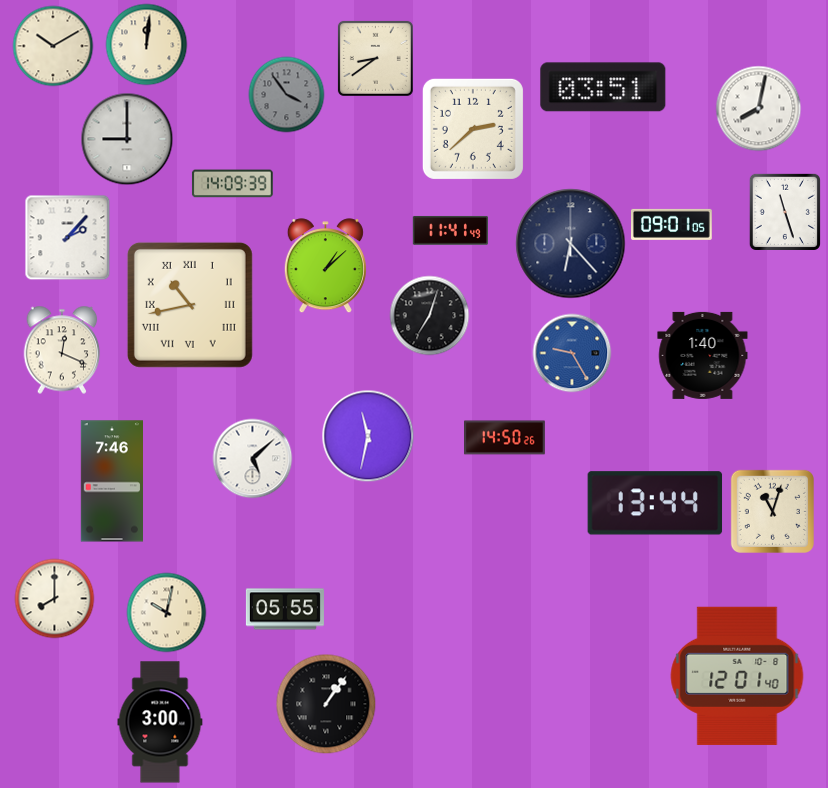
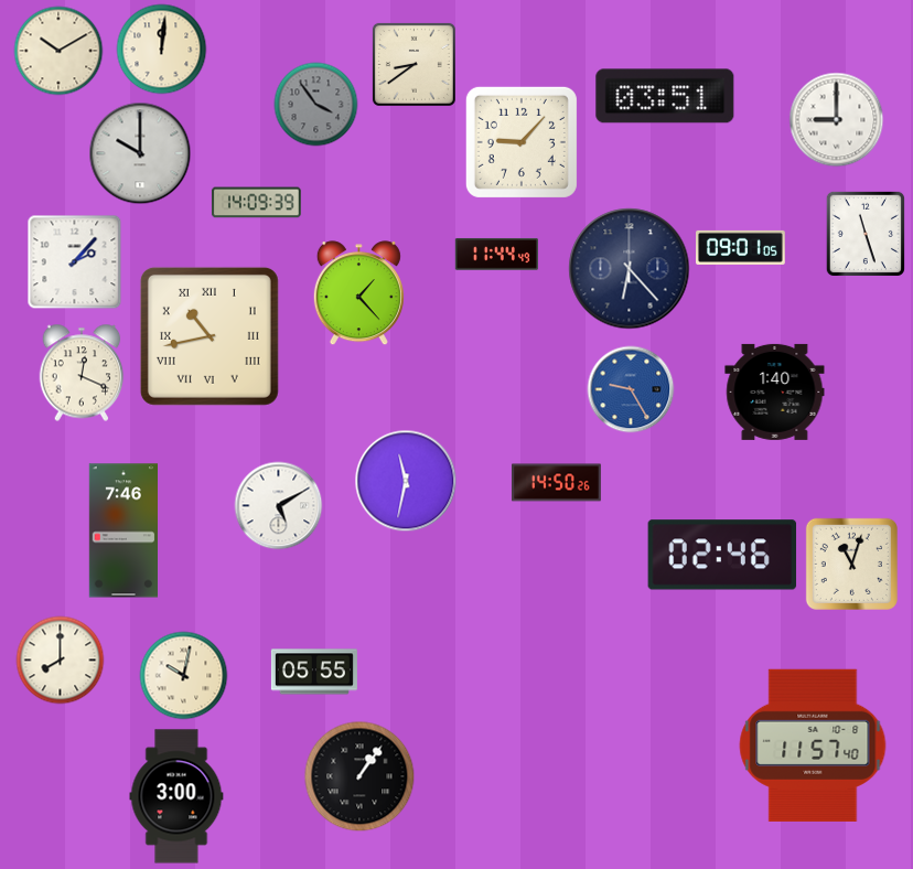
clock at (759, 109): 8:02 -> 9:00
clock at (473, 129): 2:38 -> 9:07
clock at (127, 139): 9:00 -> 10:00
clock at (450, 231): 11:41 -> 11:44
clock at (325, 266): 1:08 -> 1:23
clock at (430, 316): 7:03 -> none
clock at (62, 350) position: (62, 350) -> (82, 373)
clock at (253, 459): 5:08 -> 5:10
clock at (655, 503): 13:44 -> 02:46
clock at (737, 676): 12:01 -> 11:57
